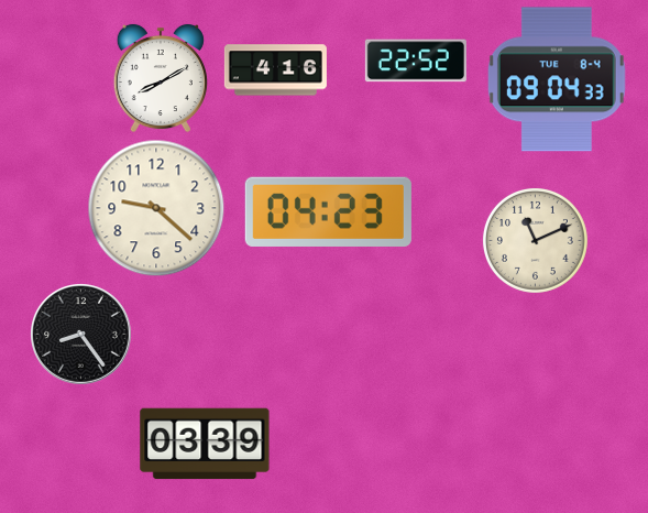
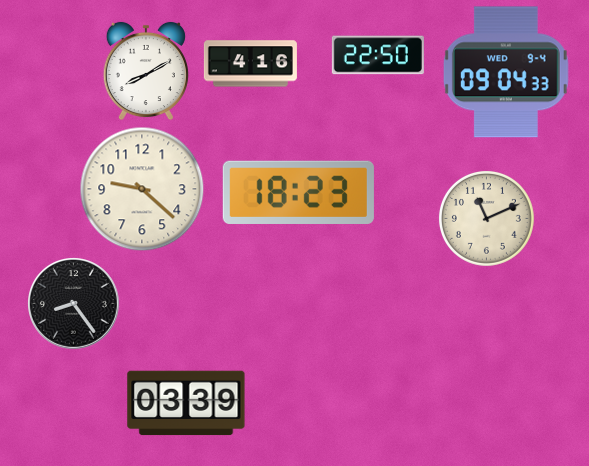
clock at (416, 61): 22:52 -> 22:50
clock at (557, 79) date: TUE 8-4 -> WED 9-4
clock at (328, 211): 04:23 -> 18:23
